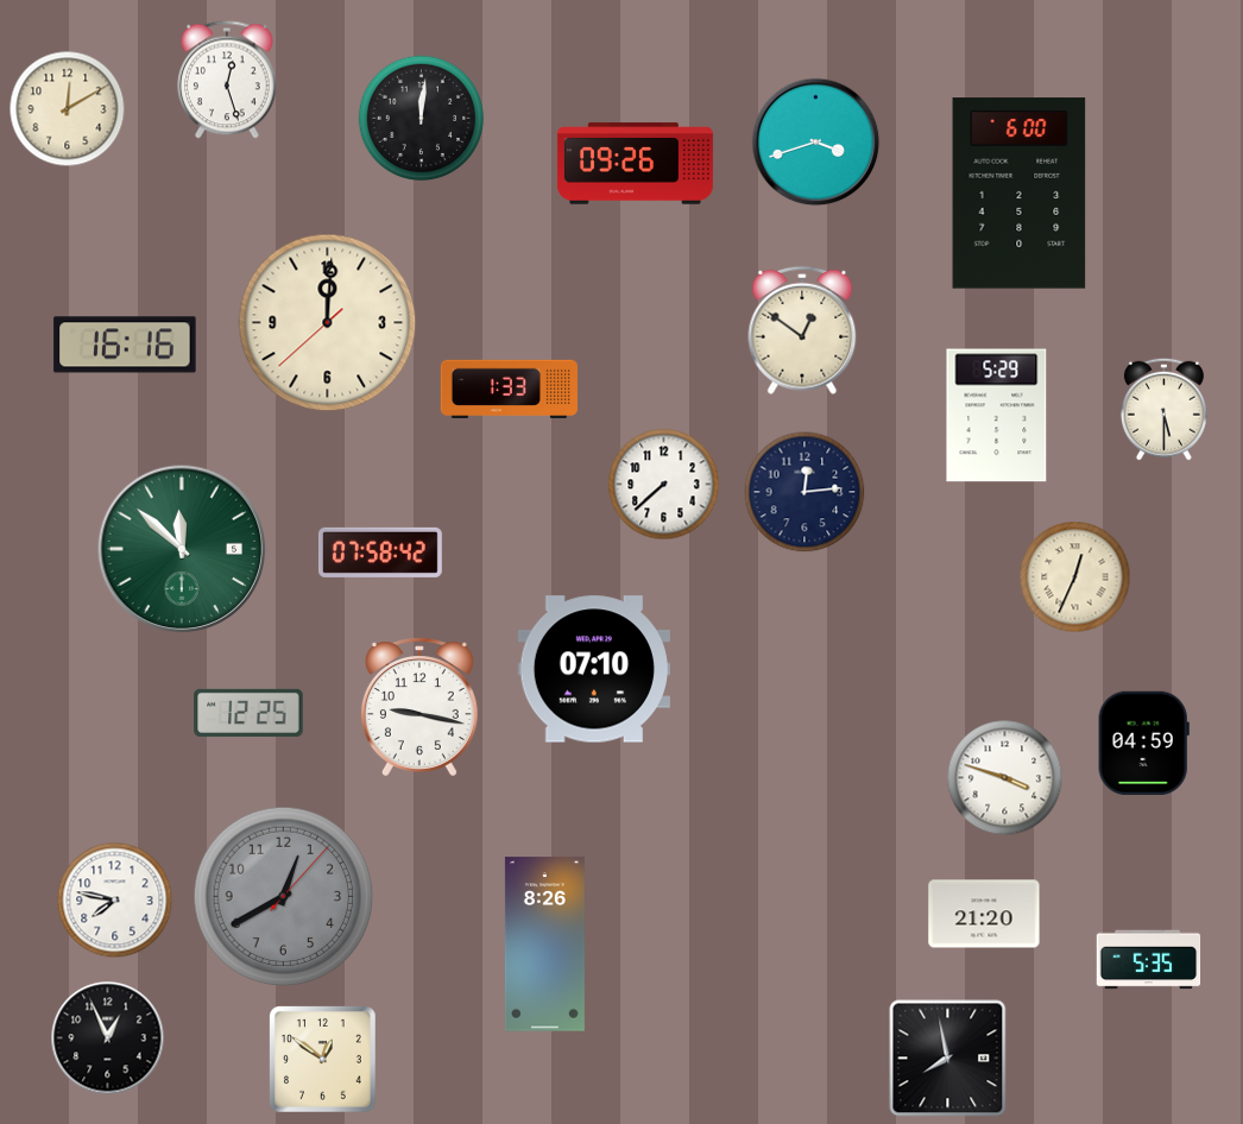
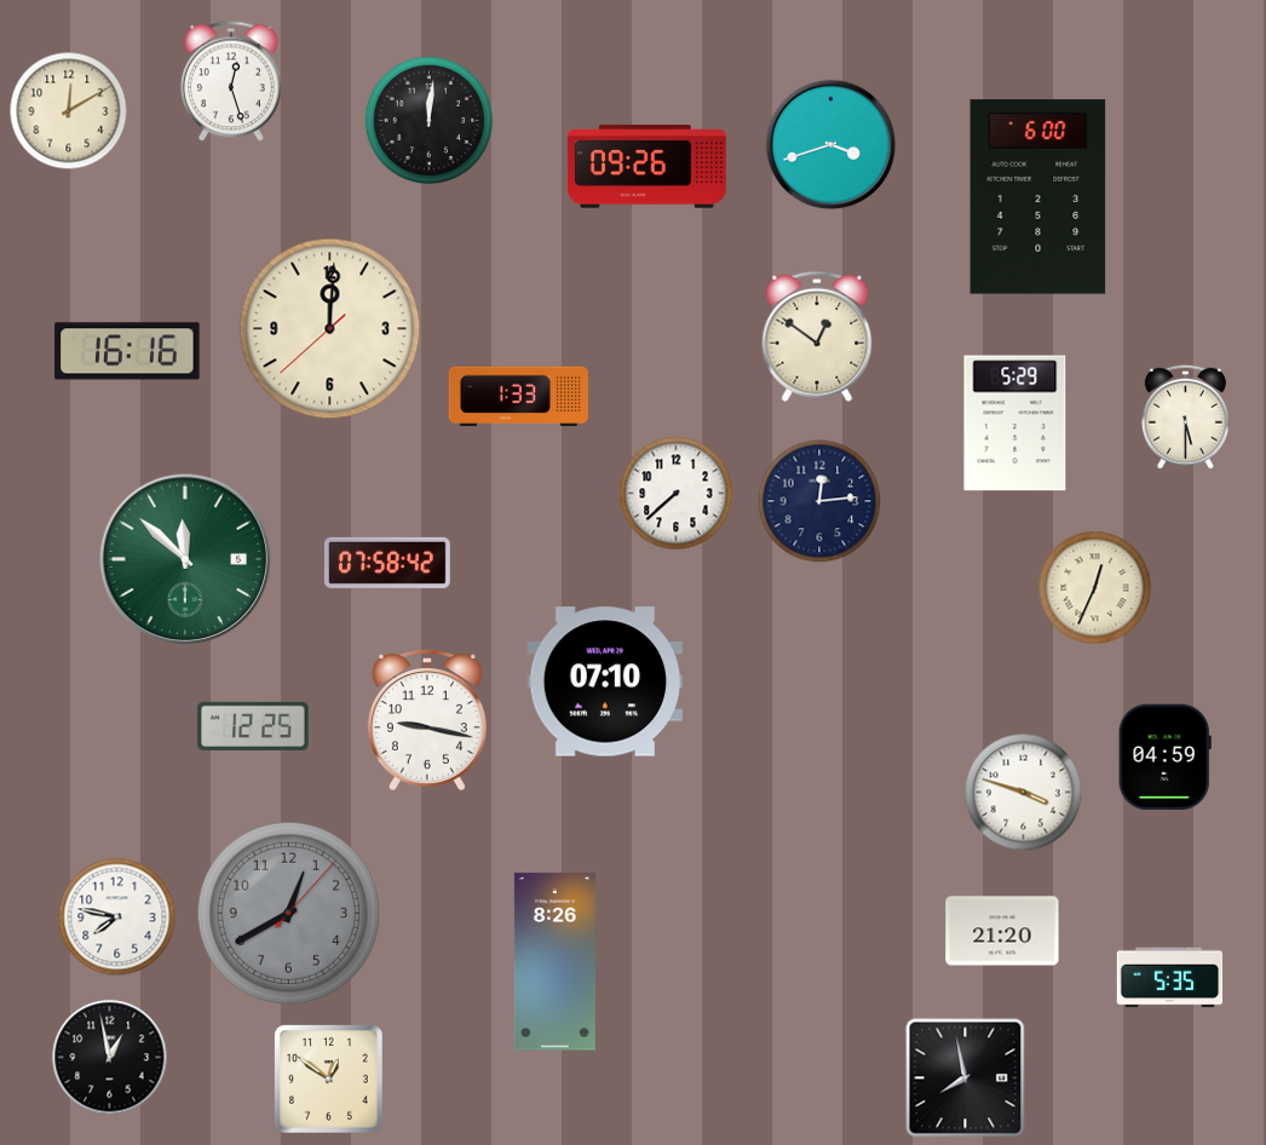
clock at (328, 323) position: (328, 323) -> (330, 329)
clock at (108, 1038): 12:56 -> 12:58
